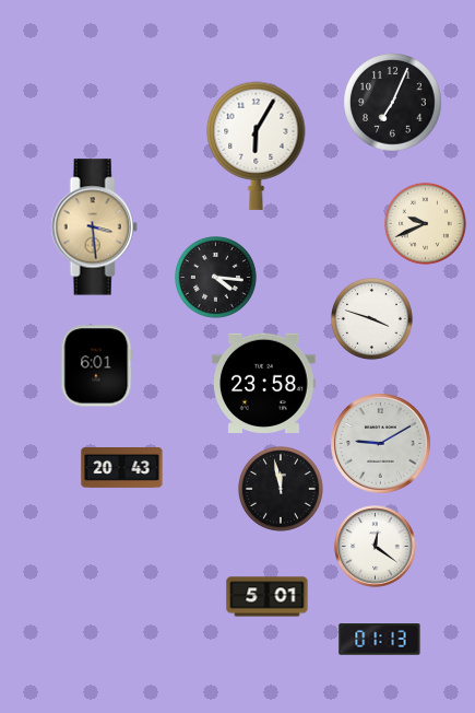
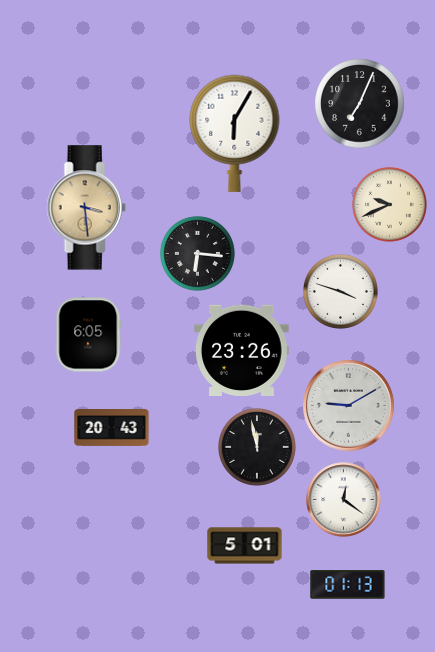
clock at (393, 103) position: (393, 103) -> (360, 104)
clock at (215, 277): 4:16 -> 6:16
clock at (97, 366): 6:01 -> 6:05
clock at (264, 384): 23:58 -> 23:26
